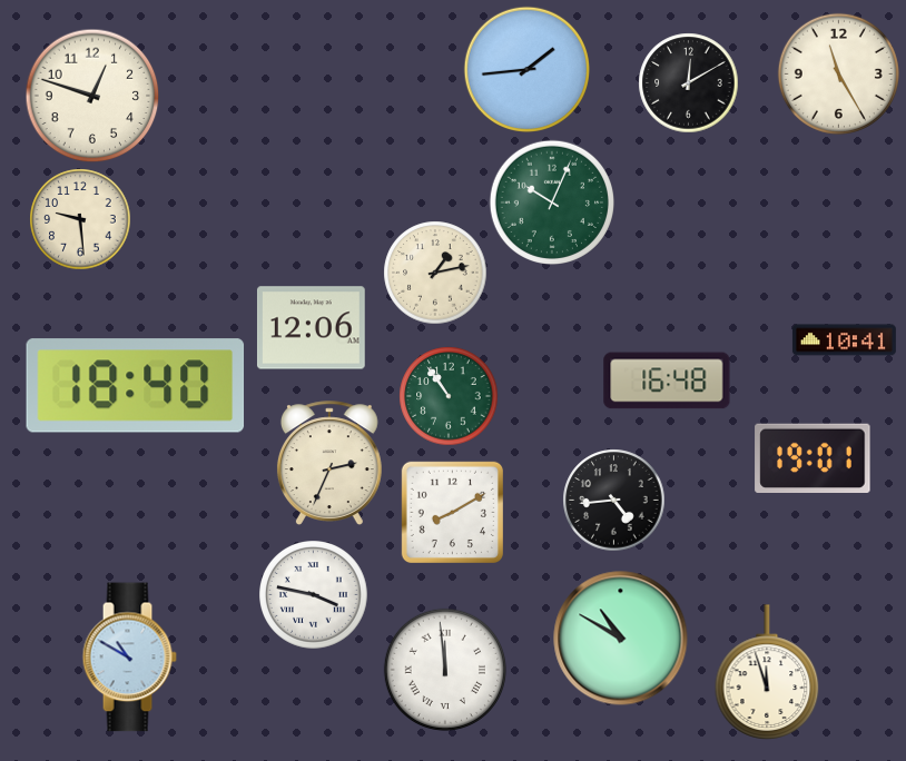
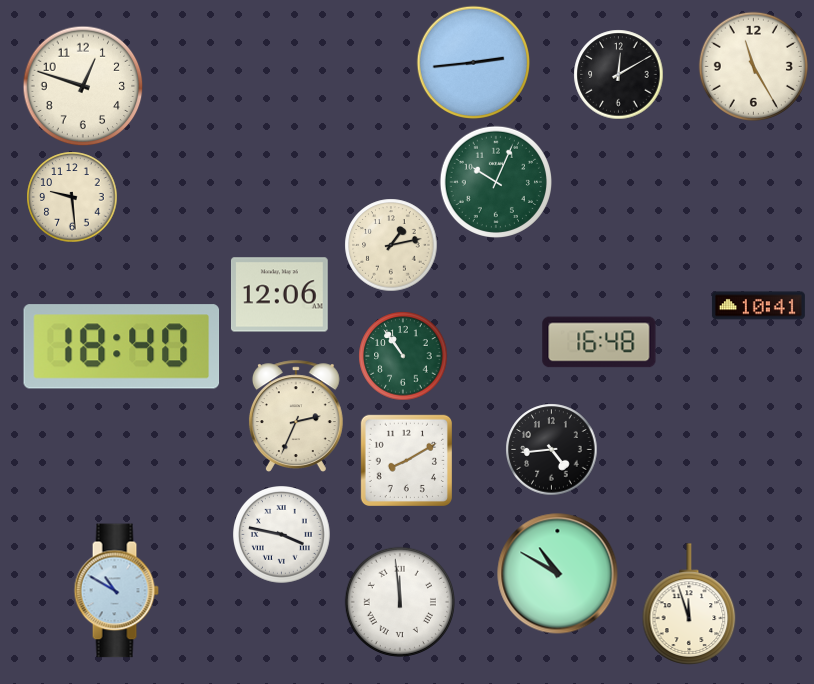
clock at (526, 69): 1:44 -> 2:44
clock at (813, 458): 19:01 -> none
